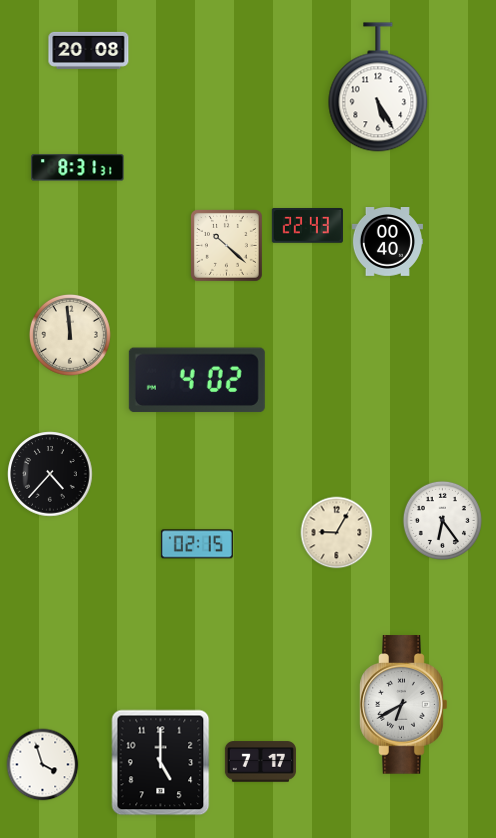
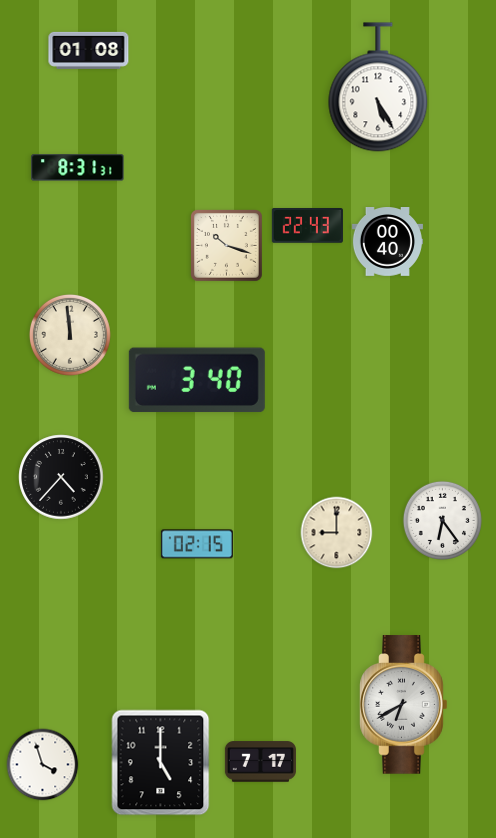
clock at (89, 50): 20:08 -> 01:08
clock at (227, 246): 10:22 -> 10:18
clock at (197, 380): 4:02 -> 3:40
clock at (50, 474) position: (50, 474) -> (61, 477)
clock at (337, 533): 9:05 -> 9:00
